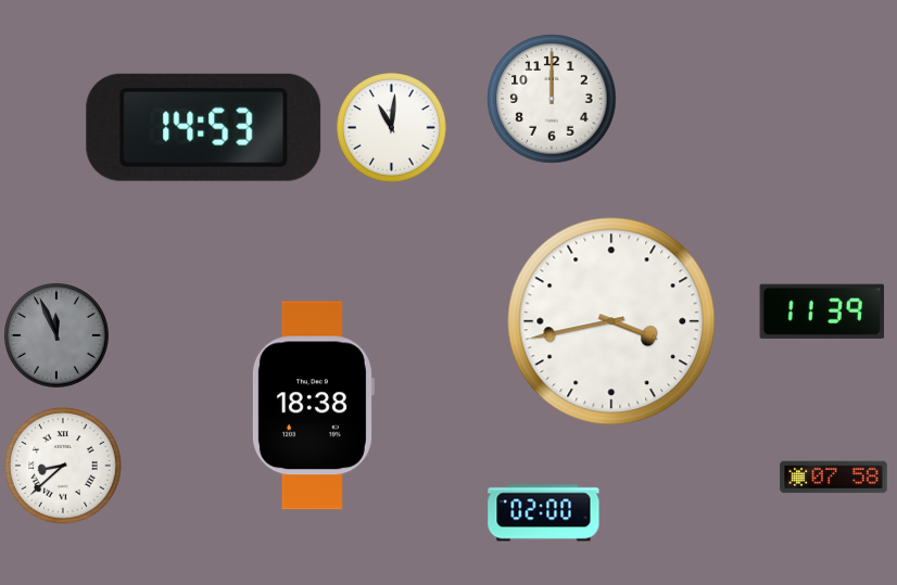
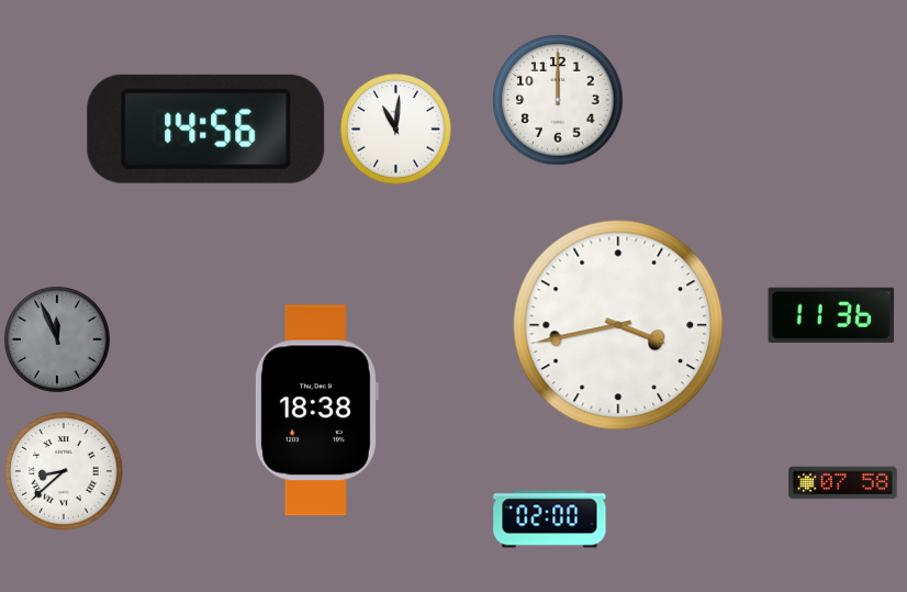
clock at (204, 127): 14:53 -> 14:56
clock at (822, 311): 11:39 -> 11:36
